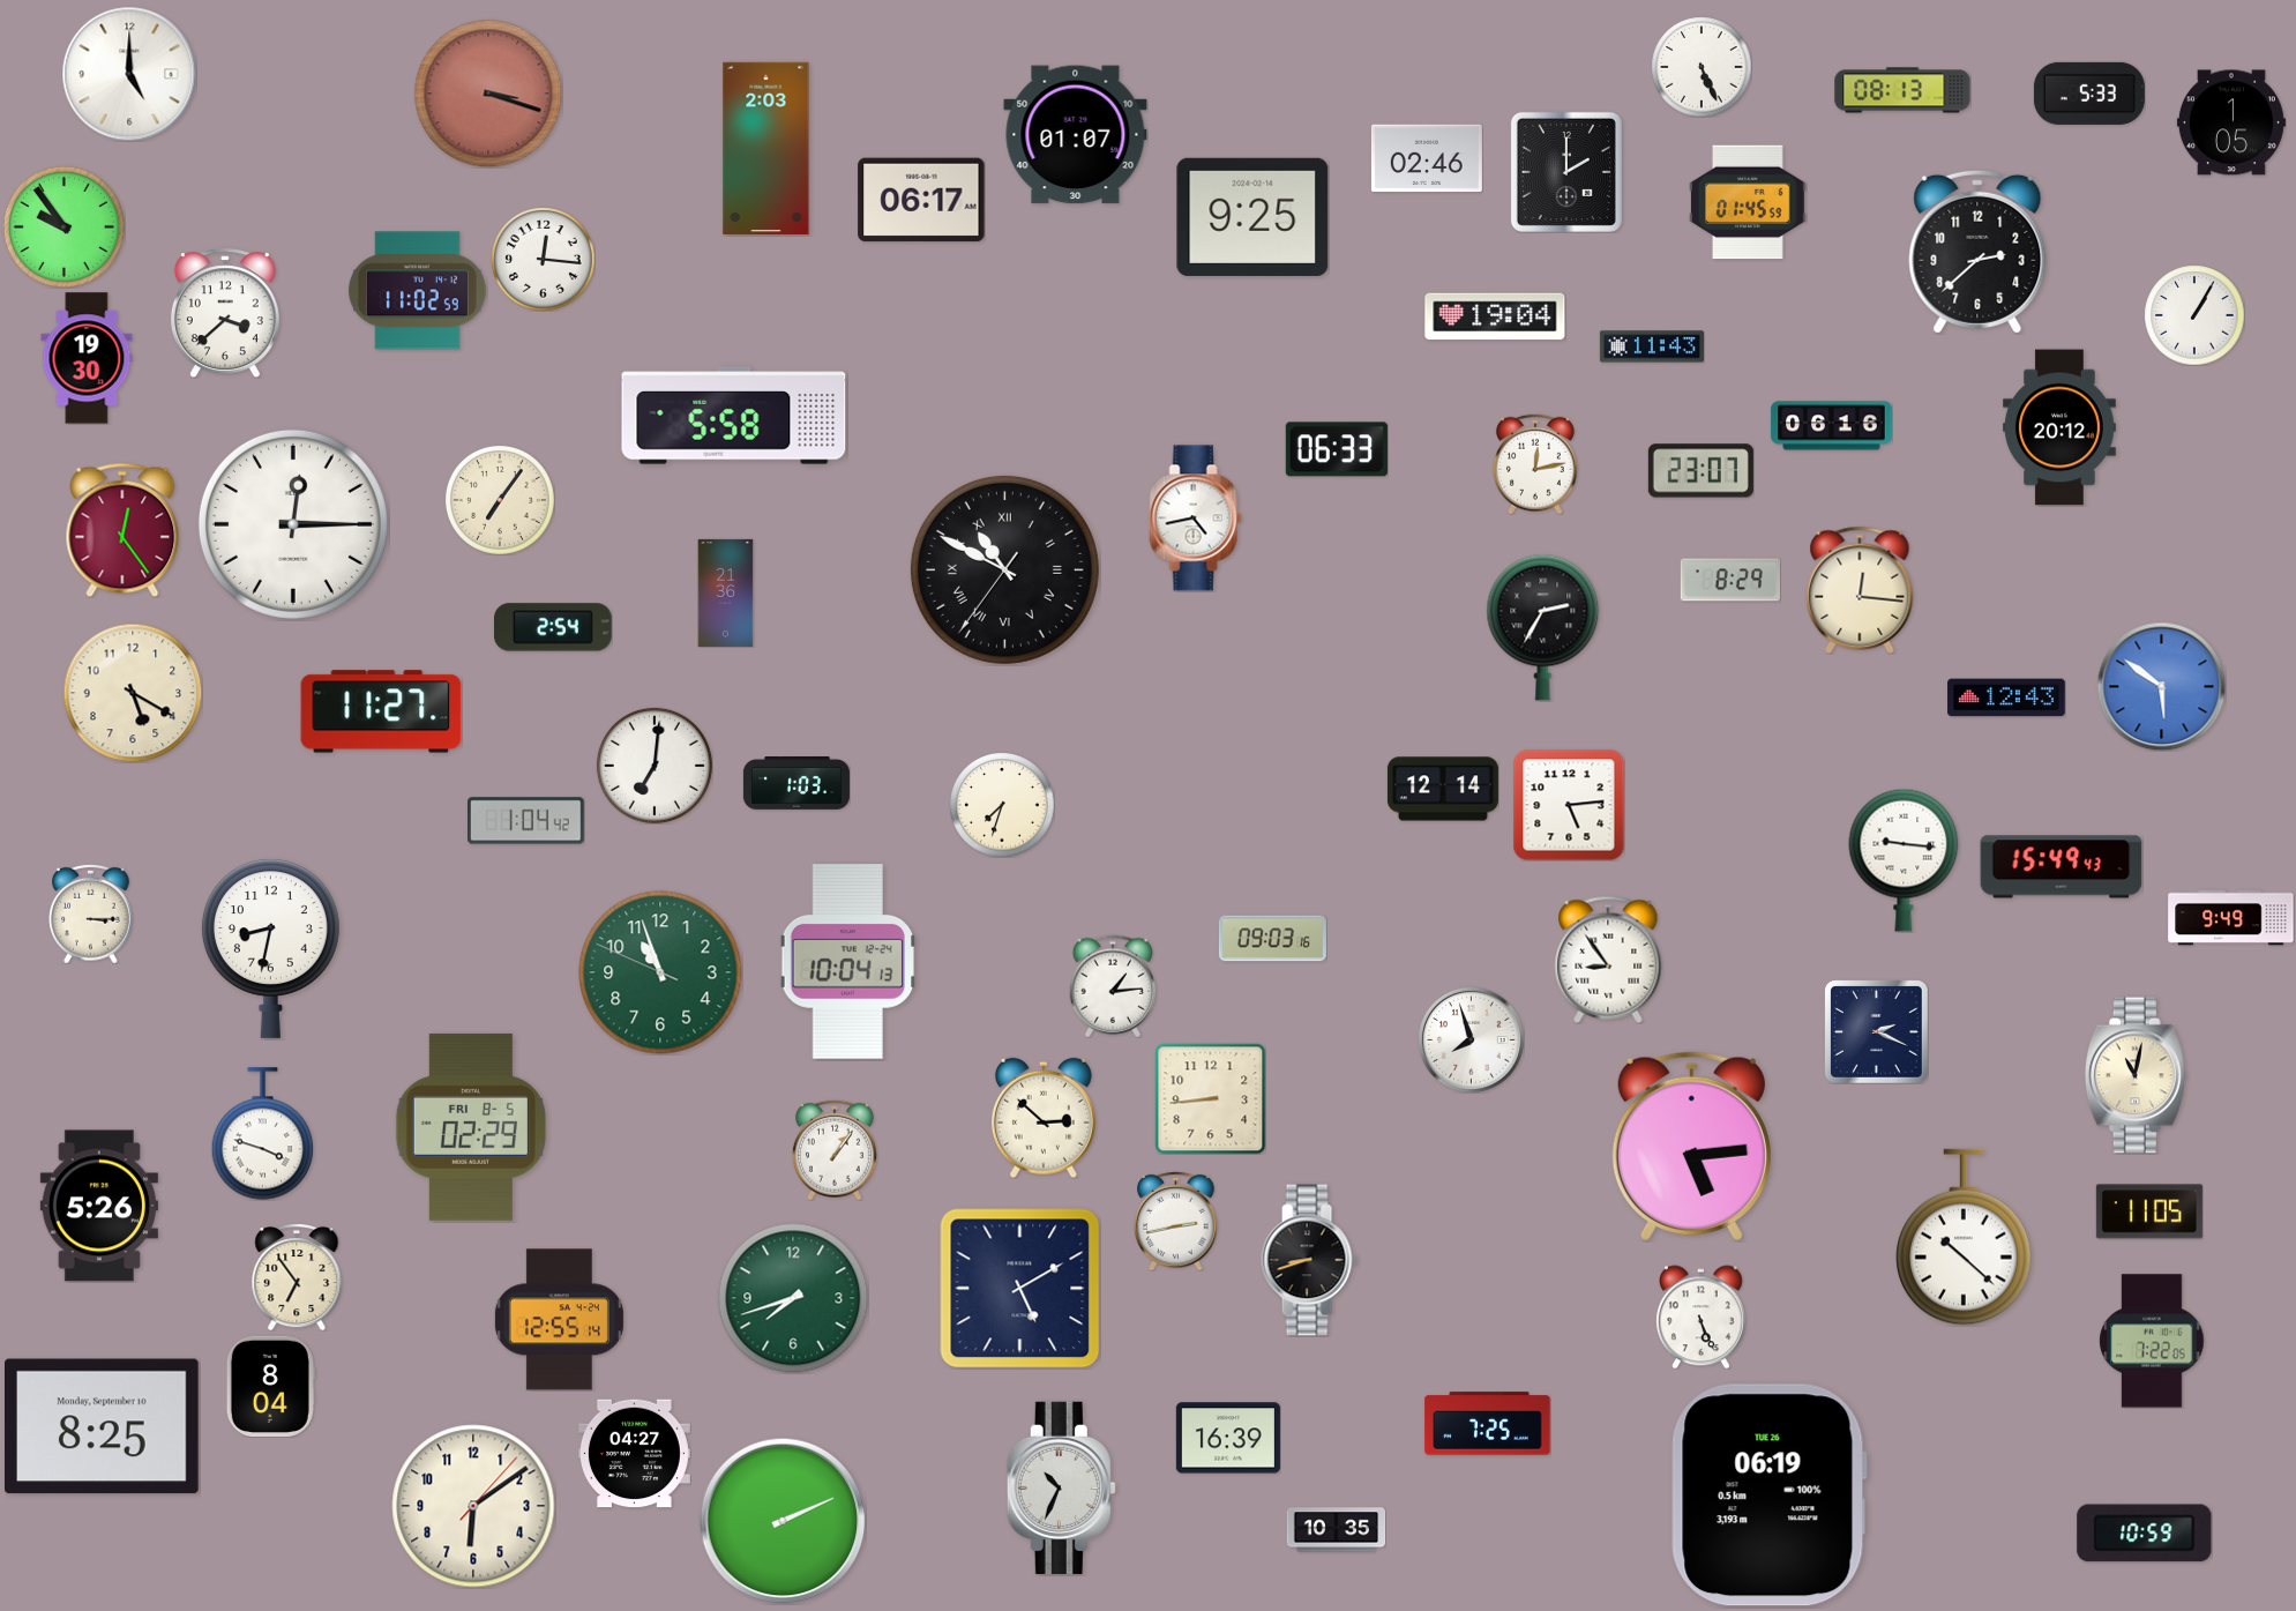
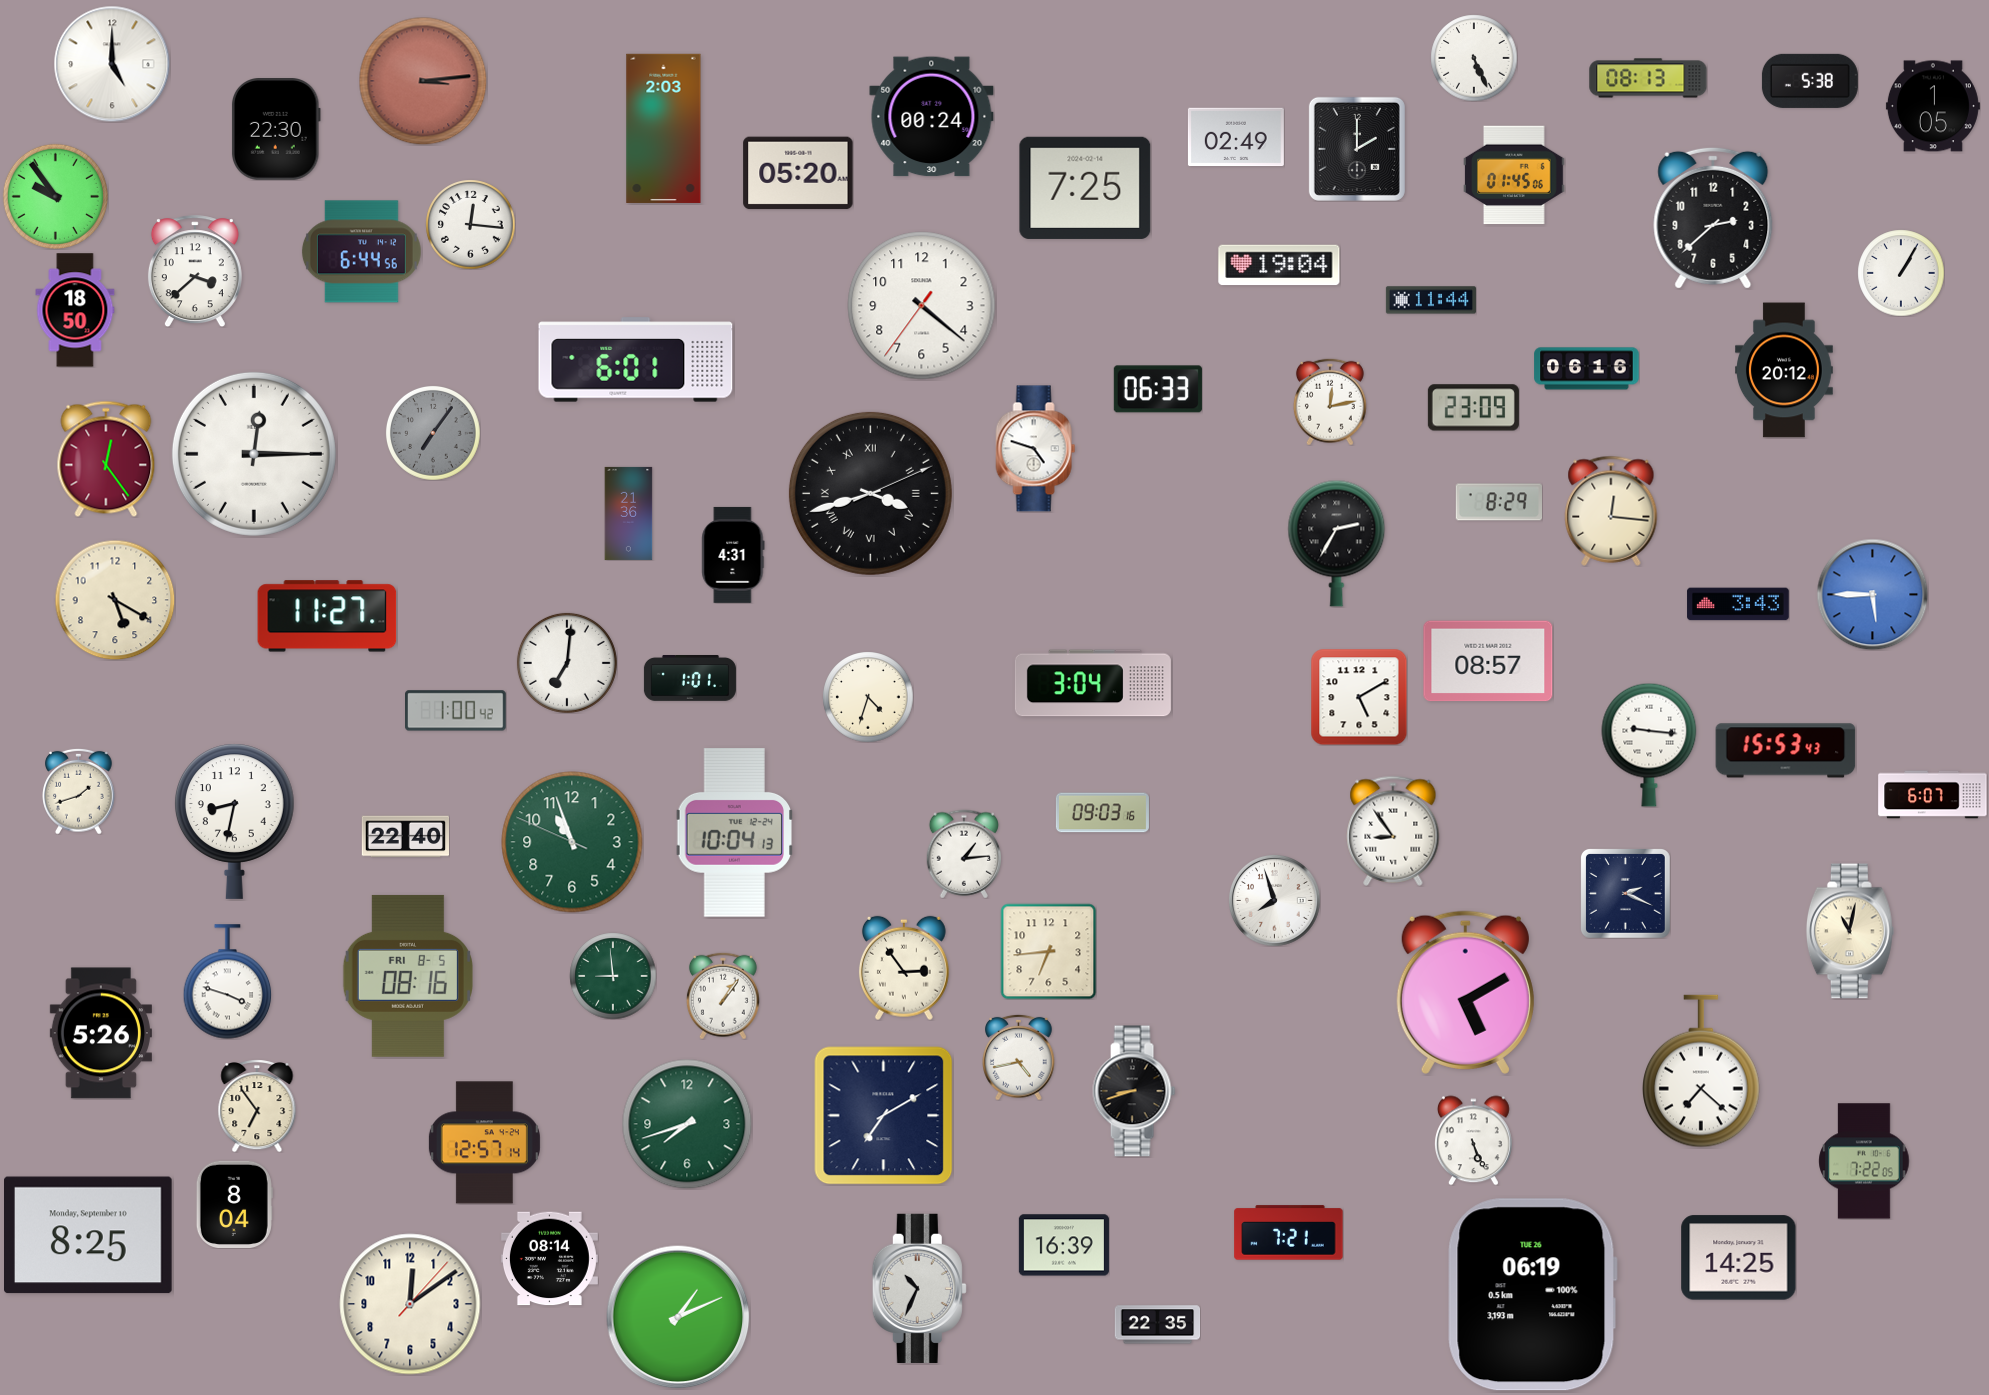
clock at (488, 94): 3:18 -> 3:14
clock at (2089, 94): 5:33 -> 5:38
clock at (1076, 135): 01:07 -> 00:24
clock at (276, 130): none -> 22:30
clock at (1427, 158): 02:46 -> 02:49
clock at (921, 200): 06:17 -> 05:20
clock at (1749, 202): 01:45:59 -> 01:45:06
clock at (1252, 217): 9:25 -> 7:25
clock at (417, 291): 11:02 -> 6:44
clock at (1495, 316) position: (1495, 316) -> (1279, 265)
clock at (1652, 346): 11:43 -> 11:44
clock at (922, 306): none -> 4:21
clock at (87, 358): 19:30 -> 18:50
clock at (734, 416): 5:58 -> 6:01
clock at (1700, 471): 23:07 -> 23:09
clock at (500, 500) dial: cream -> grey
clock at (1196, 519): 4:43 -> 4:48
clock at (1004, 569): 10:49 -> 3:42
clock at (554, 627): 2:54 -> none
clock at (733, 555): none -> 4:31
clock at (2161, 686): 5:51 -> 5:45
clock at (2006, 698): 12:43 -> 3:43
clock at (381, 711) position: (381, 711) -> (327, 616)
clock at (1488, 661): none -> 08:57
clock at (797, 784): 1:03 -> 1:01
clock at (1093, 683): none -> 3:04
clock at (1443, 789): 12:14 -> none
clock at (1002, 805): 7:33 -> 4:33
clock at (1569, 805): 5:14 -> 5:10
clock at (526, 821): 1:04 -> 1:00
clock at (2062, 867): 15:49 -> 15:53
clock at (91, 913): 3:15 -> 1:42
clock at (2231, 918): 9:49 -> 6:07
clock at (405, 837): none -> 22:40
clock at (1210, 1098): 8:44 -> 6:44
clock at (1044, 1118): 2:52 -> 2:54
clock at (471, 1127): 02:29 -> 08:16
clock at (613, 976): none -> 8:59
clock at (1691, 1146): 5:14 -> 5:10
clock at (99, 1206) position: (99, 1206) -> (101, 1033)
clock at (2149, 1211): 11:05 -> none
clock at (1176, 1221): 2:43 -> 4:43
clock at (1965, 1237): 10:22 -> 7:22
clock at (1020, 1289): 5:10 -> 7:10
clock at (559, 1320): 12:55 -> 12:57
clock at (270, 1386) position: (270, 1386) -> (234, 1204)
clock at (1488, 1424): 7:25 -> 7:21
clock at (1739, 1258): none -> 14:25
clock at (634, 1454): 04:27 -> 08:14
clock at (473, 1506): 6:09 -> 12:09
clock at (783, 1521): 2:11 -> 1:11
clock at (1336, 1530): 10:35 -> 22:35
clock at (2145, 1534): 10:59 -> none
